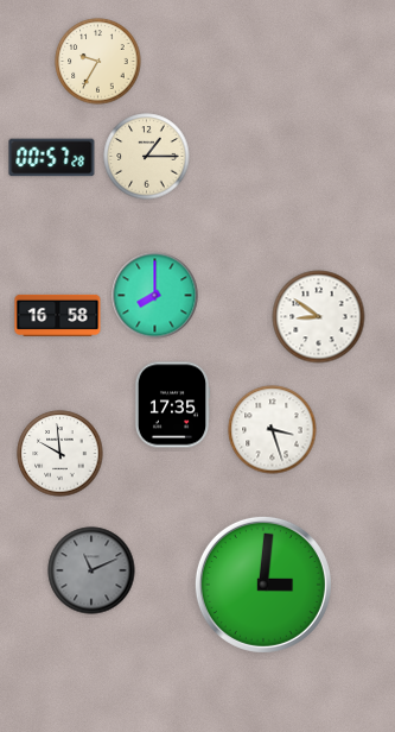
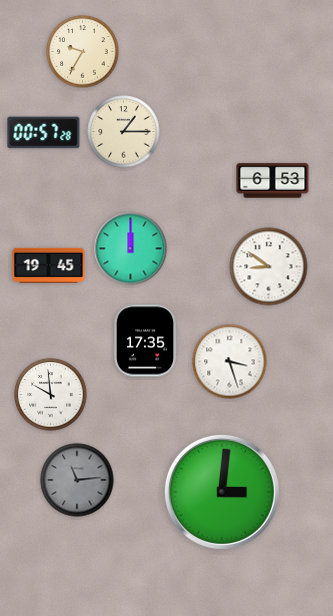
clock at (273, 181): none -> 6:53
clock at (155, 296): 8:00 -> 12:00
clock at (58, 315): 16:58 -> 19:45
clock at (60, 454) position: (60, 454) -> (51, 395)
clock at (91, 570): 11:11 -> 11:14
